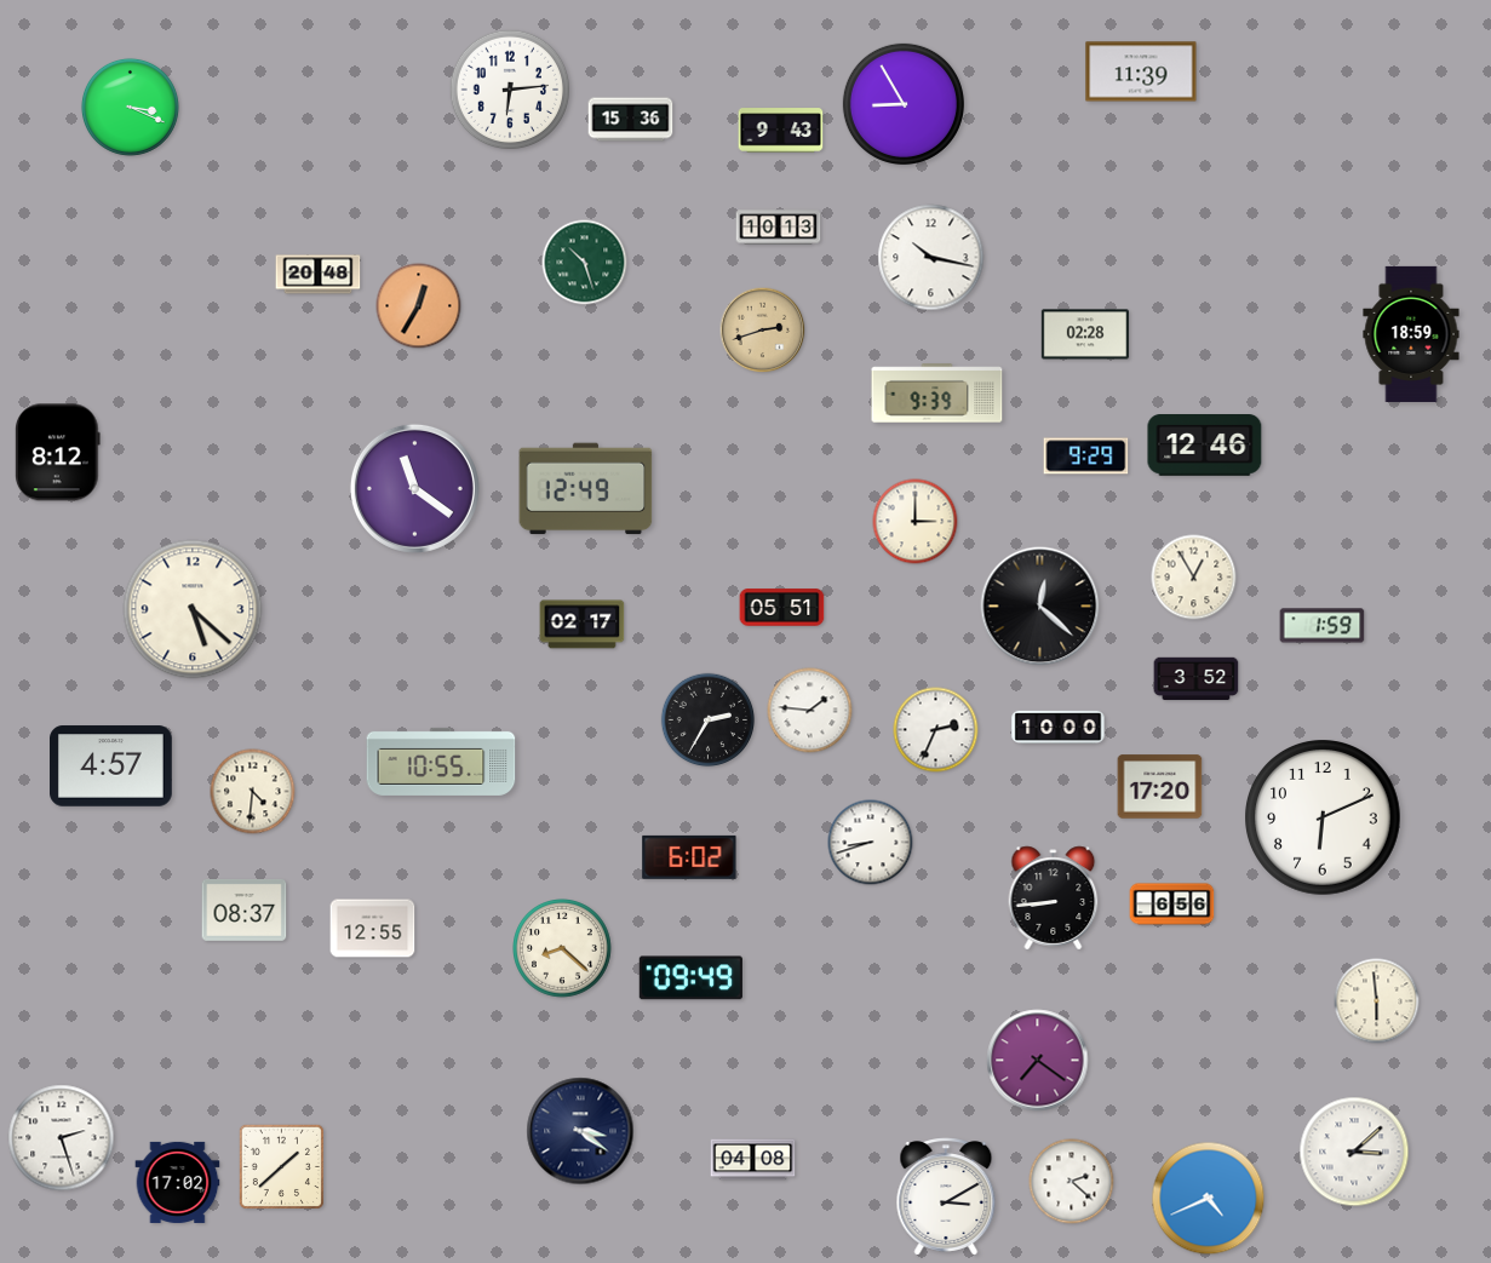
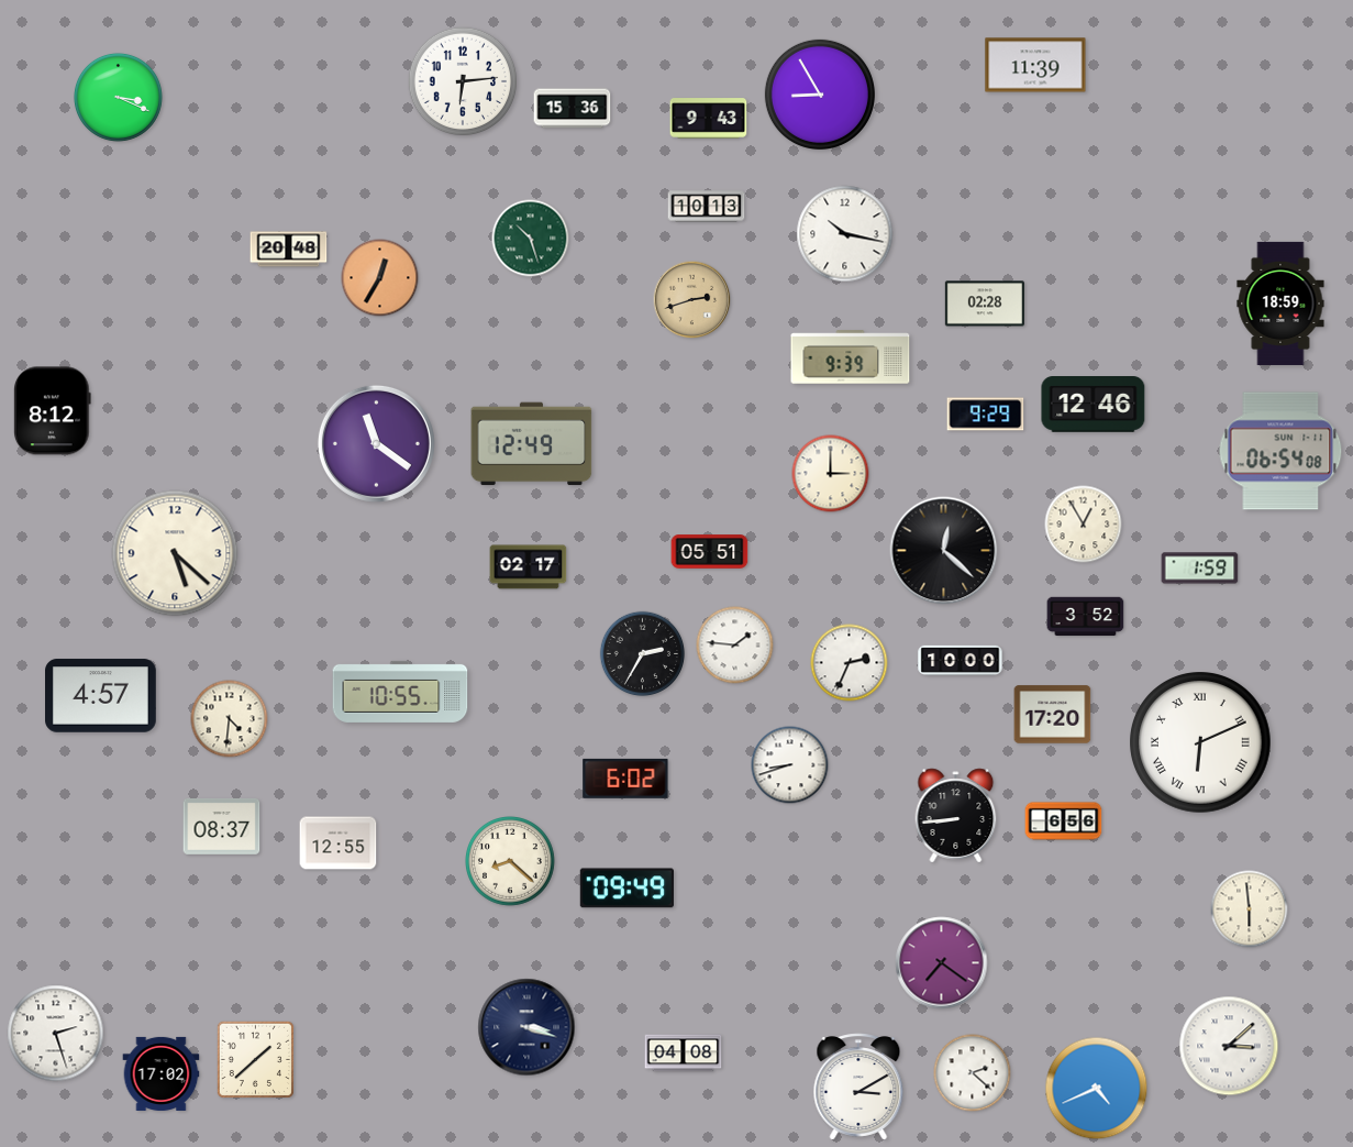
clock at (1280, 451): none -> 06:54
clock at (1323, 817) numerals: Arabic -> Roman
clock at (580, 1131): 3:21 -> 3:18
